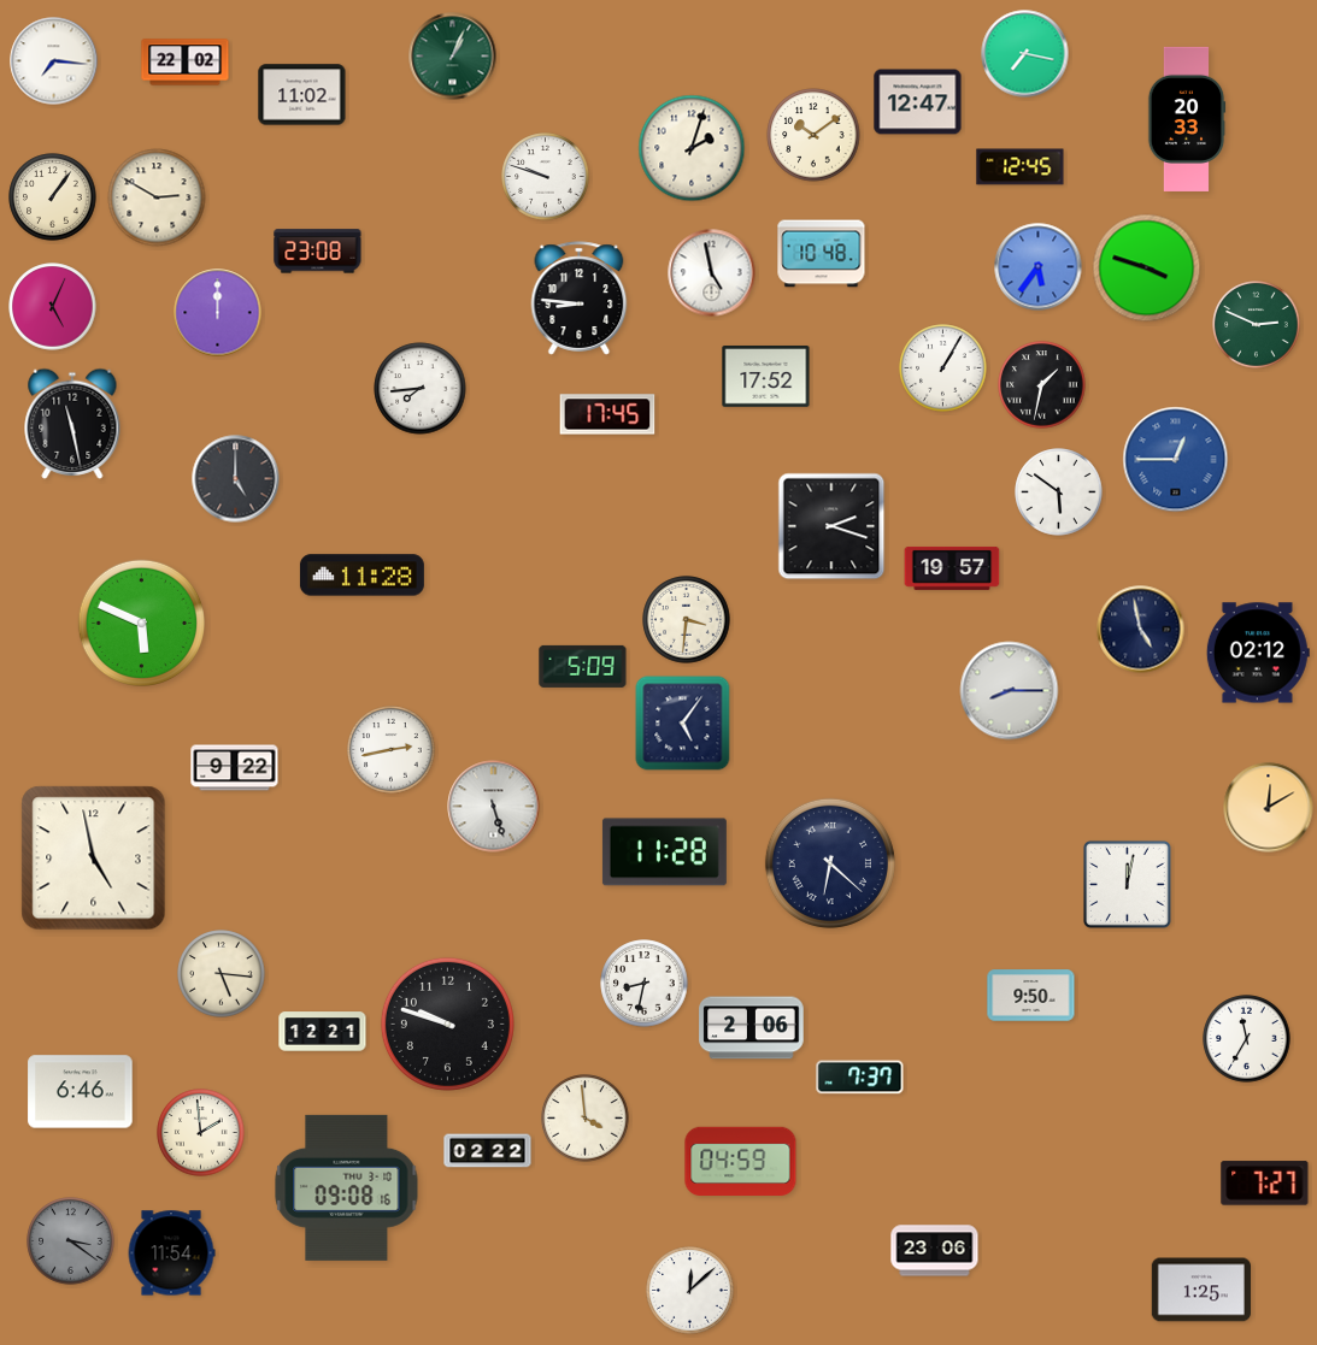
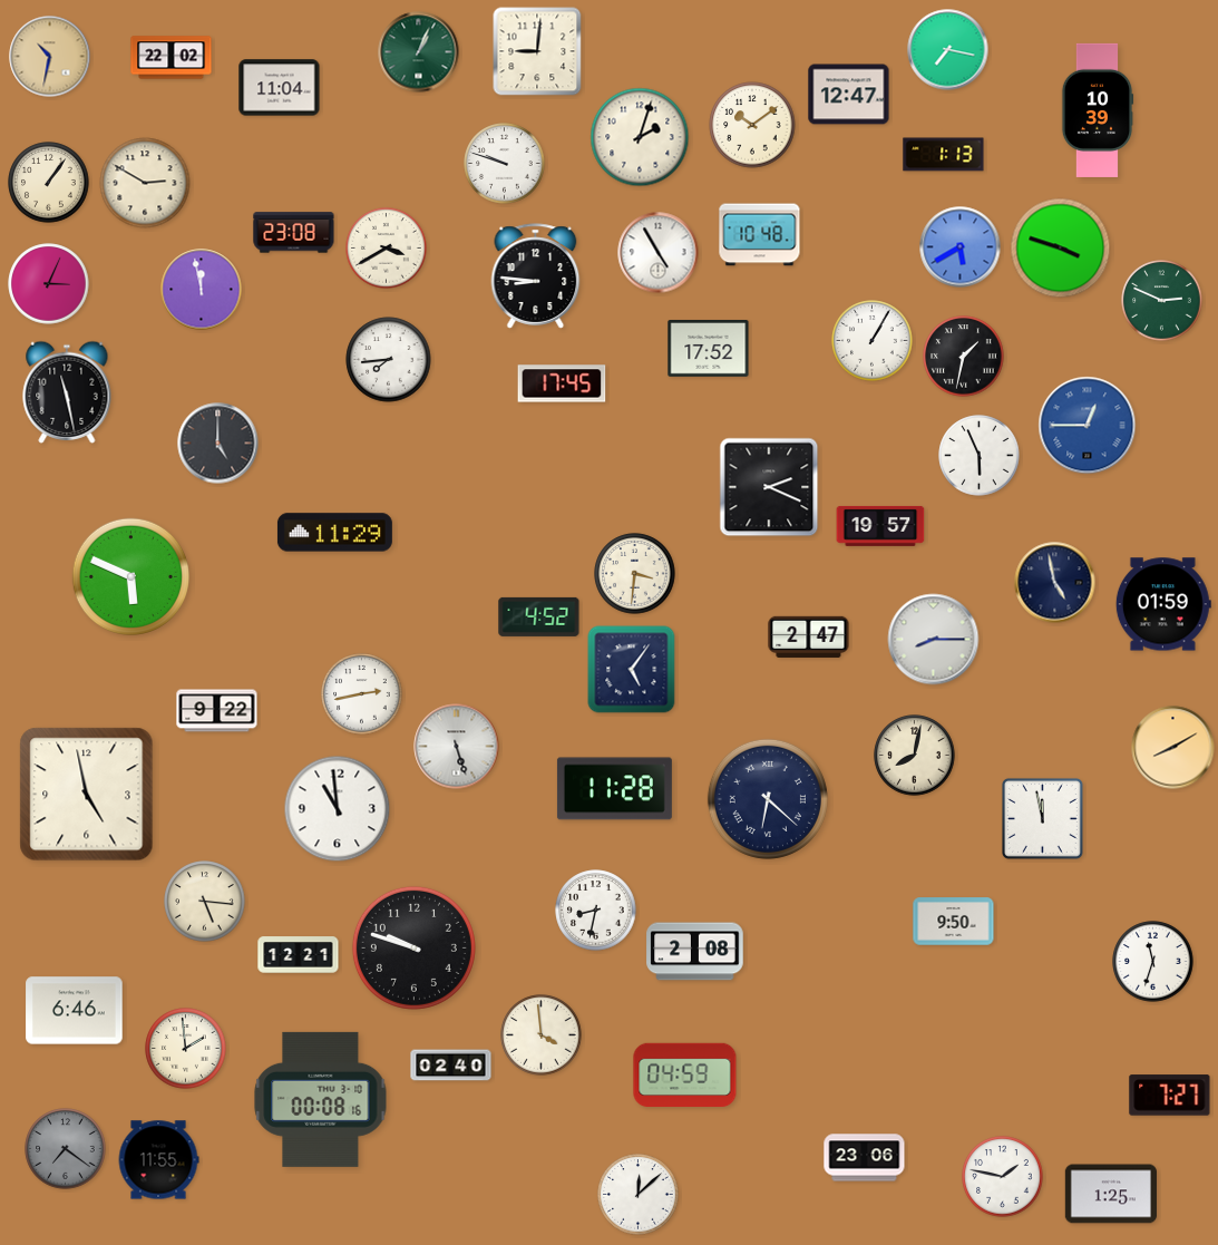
clock at (537, 51): none -> 9:01
clock at (54, 61): 7:16 -> 10:32
clock at (54, 61) dial: white -> champagne
clock at (302, 95): 11:02 -> 11:04
clock at (1187, 119): 20:33 -> 10:39
clock at (1021, 167): 12:45 -> 1:13
clock at (1039, 267): 5:36 -> 5:40
clock at (387, 249): none -> 3:40
clock at (712, 273): 4:58 -> 4:55
clock at (53, 307): 5:04 -> 3:04
clock at (218, 313): 12:00 -> 11:58
clock at (1059, 492): 5:51 -> 5:56
clock at (831, 526): 2:18 -> 2:19
clock at (361, 576): 11:28 -> 11:29
clock at (1258, 653): 02:12 -> 01:59
clock at (583, 666): 5:09 -> 4:52
clock at (809, 636): none -> 2:47
clock at (1269, 808): 12:10 -> 8:10
clock at (915, 756): none -> 8:02
clock at (338, 809): none -> 10:59
clock at (1128, 885): 12:02 -> 11:58
clock at (752, 1028): 2:06 -> 2:08
clock at (1247, 1039): 11:35 -> 11:33
clock at (860, 1078): 7:37 -> none
clock at (488, 1151): 02:22 -> 02:40
clock at (347, 1187): 09:08 -> 00:08
clock at (71, 1241): 3:21 -> 7:21
clock at (171, 1253): 11:54 -> 11:55
clock at (1003, 1177): none -> 1:47
